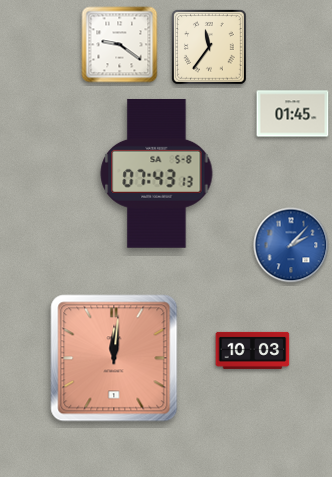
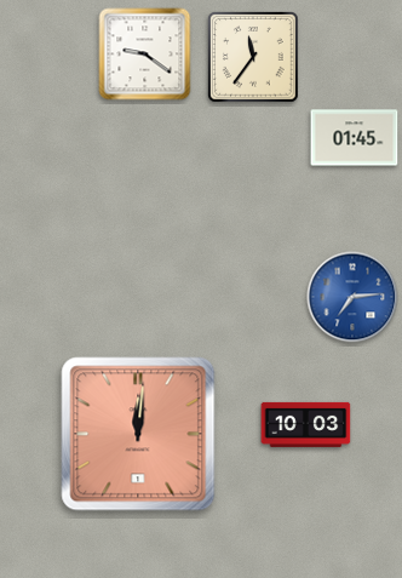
clock at (157, 173): 07:43 -> none
clock at (291, 245): 2:07 -> 7:14
